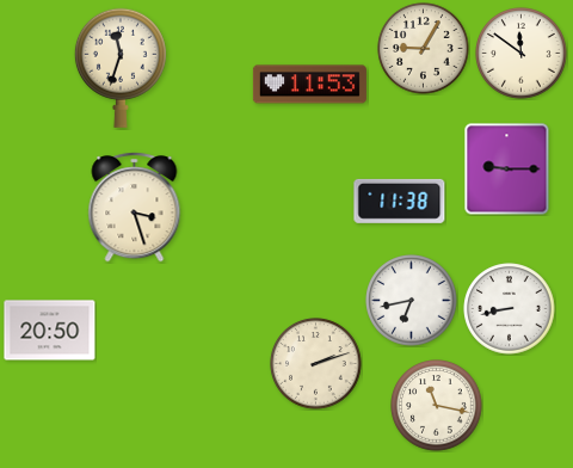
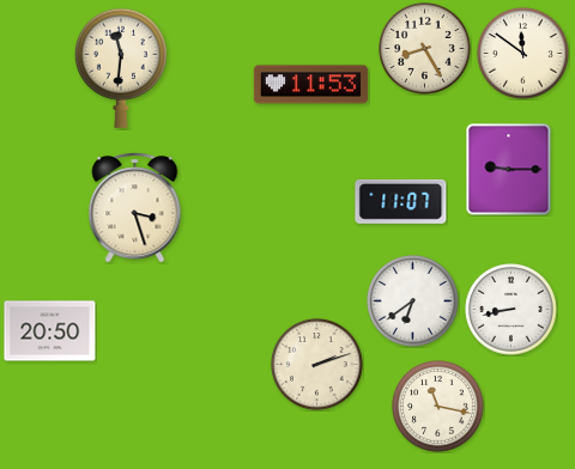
clock at (424, 49): 9:05 -> 8:25
clock at (121, 68): 11:33 -> 11:31
clock at (400, 201): 11:38 -> 11:07
clock at (412, 301): 6:43 -> 6:39
